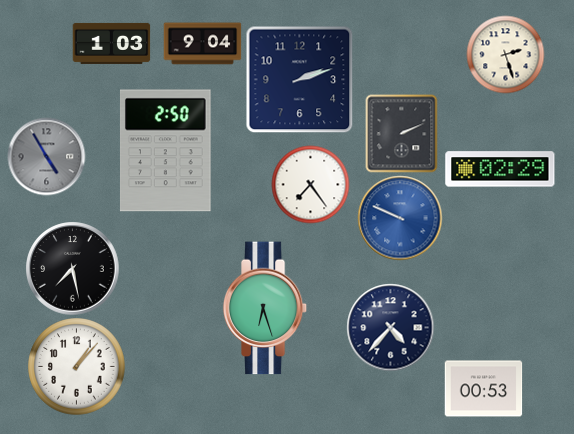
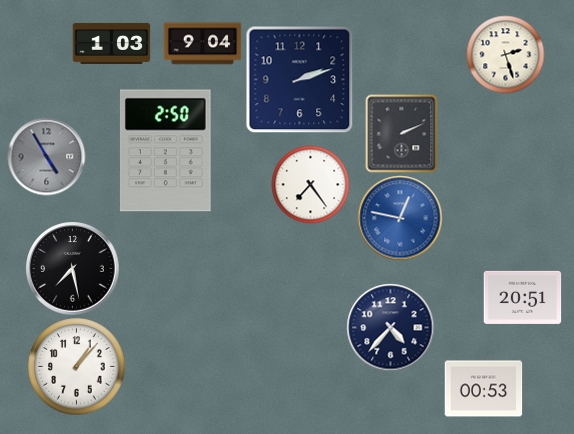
clock at (500, 169): 02:29 -> none
clock at (400, 218): 9:49 -> 12:47
clock at (522, 297): none -> 20:51
clock at (265, 308): 6:27 -> none
